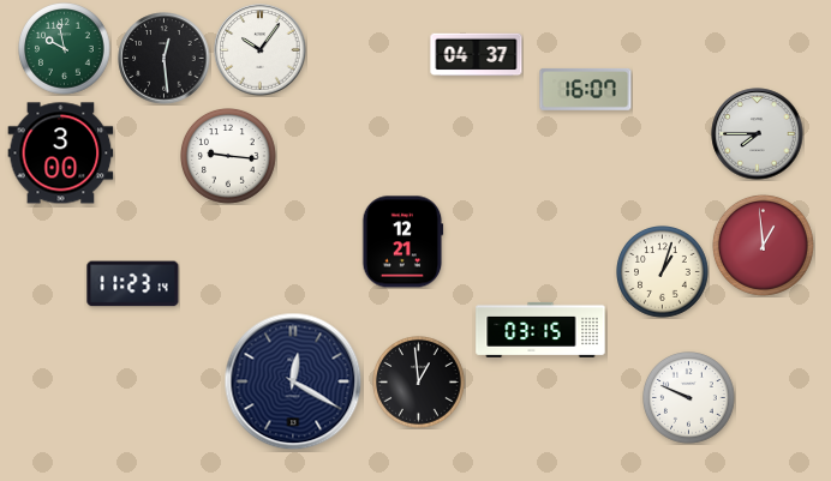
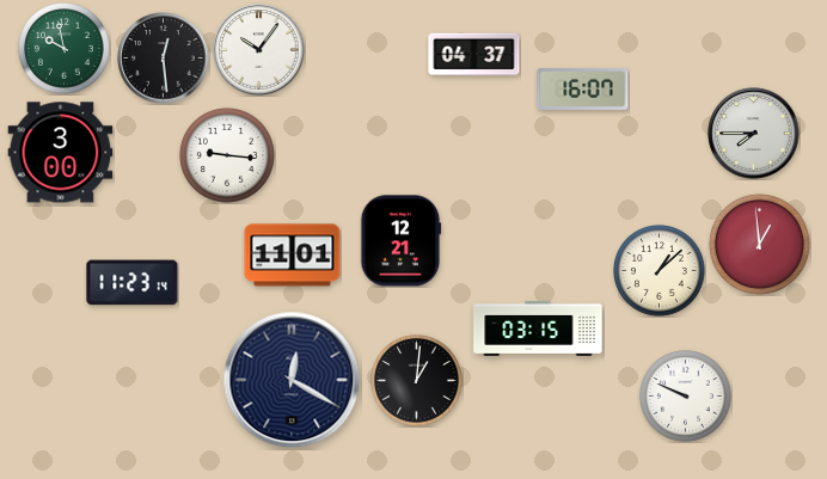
clock at (293, 256): none -> 11:01
clock at (663, 272): 1:03 -> 1:08
clock at (419, 383): 12:59 -> 1:01
